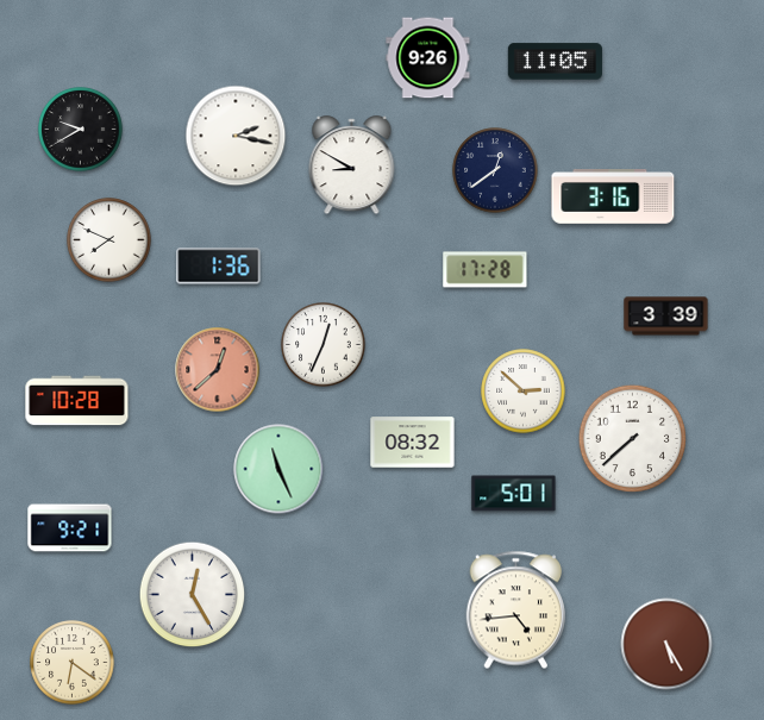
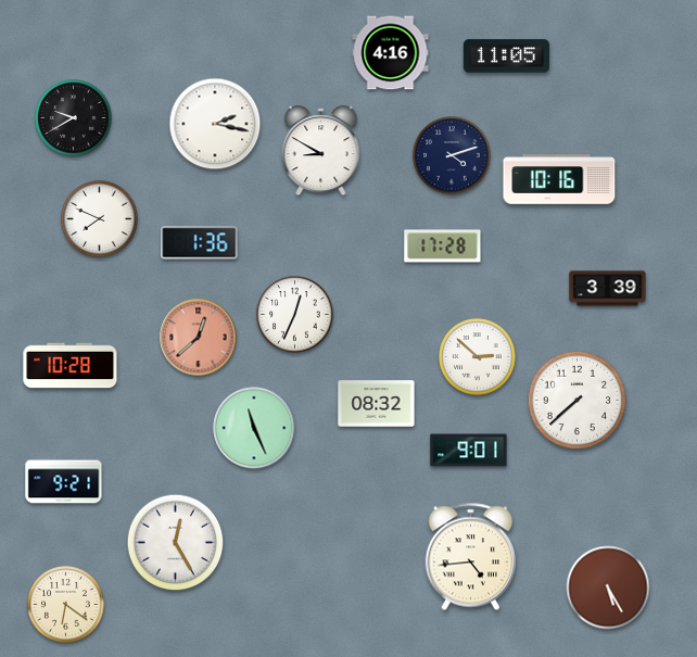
clock at (428, 58): 9:26 -> 4:16
clock at (495, 170): 12:39 -> 4:12
clock at (613, 198): 3:16 -> 10:16
clock at (514, 494): 5:01 -> 9:01
